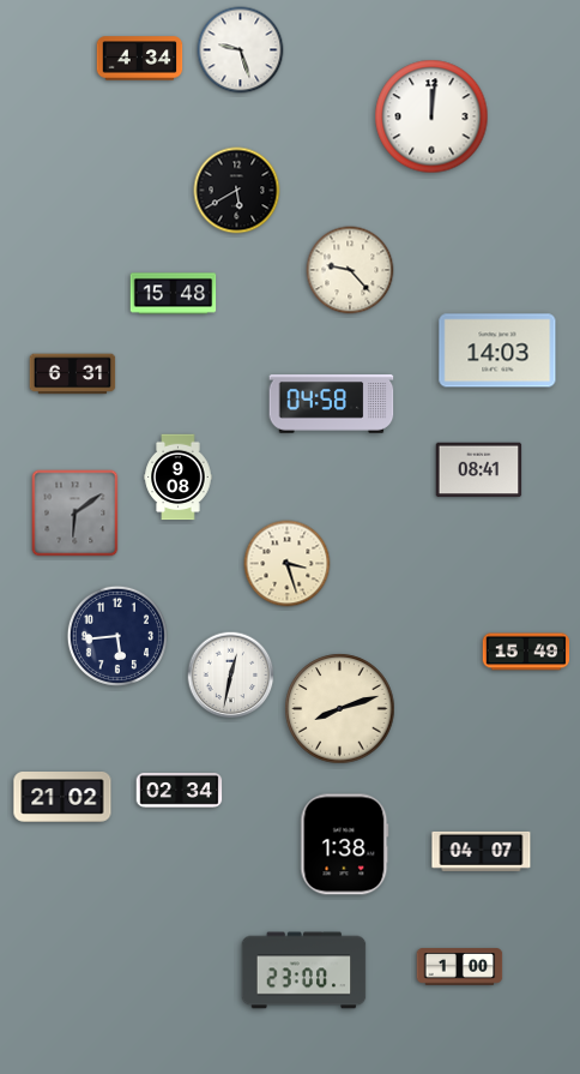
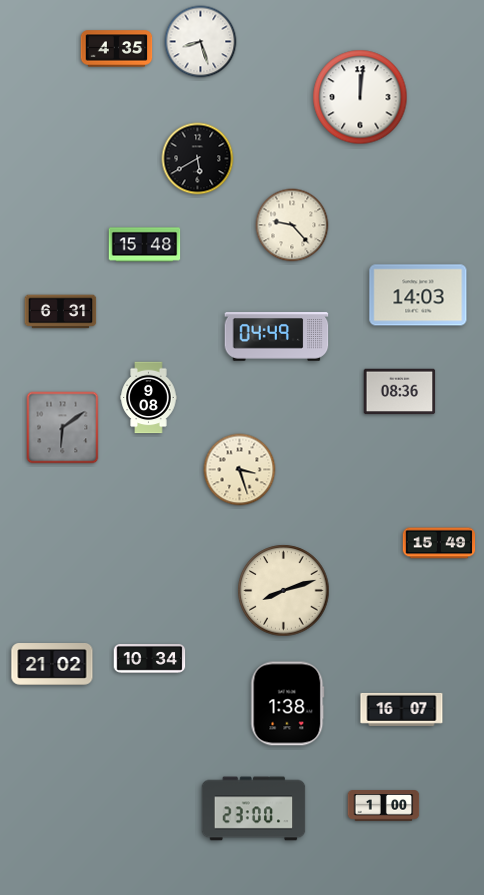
clock at (241, 50): 9:27 -> 8:27
clock at (140, 59): 4:34 -> 4:35
clock at (497, 350) position: (497, 350) -> (418, 295)
clock at (332, 404): 04:58 -> 04:49
clock at (479, 470): 08:41 -> 08:36
clock at (117, 636): 5:44 -> none
clock at (231, 676): 12:32 -> none
clock at (180, 791): 02:34 -> 10:34
clock at (482, 851): 04:07 -> 16:07
